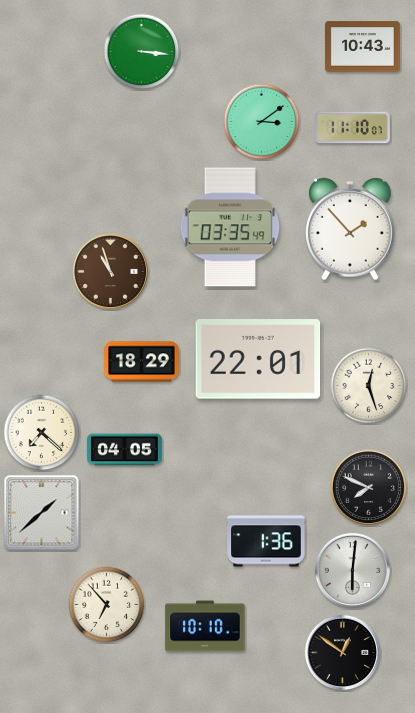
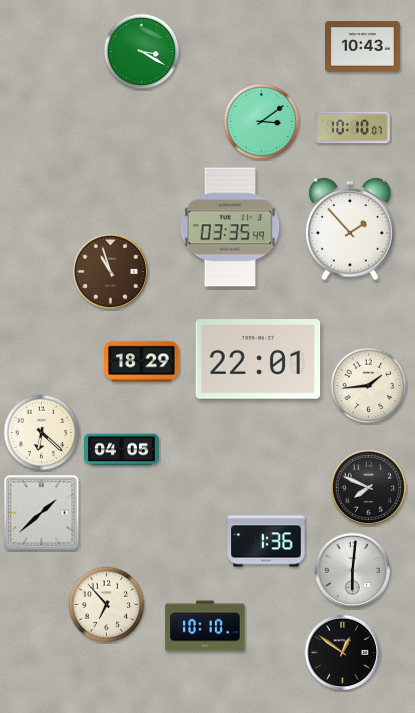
clock at (142, 52): 3:16 -> 3:20
clock at (353, 128): 11:10 -> 10:10
clock at (369, 386): 12:27 -> 1:44
clock at (42, 433): 7:22 -> 6:22
clock at (125, 450) position: (125, 450) -> (122, 450)
